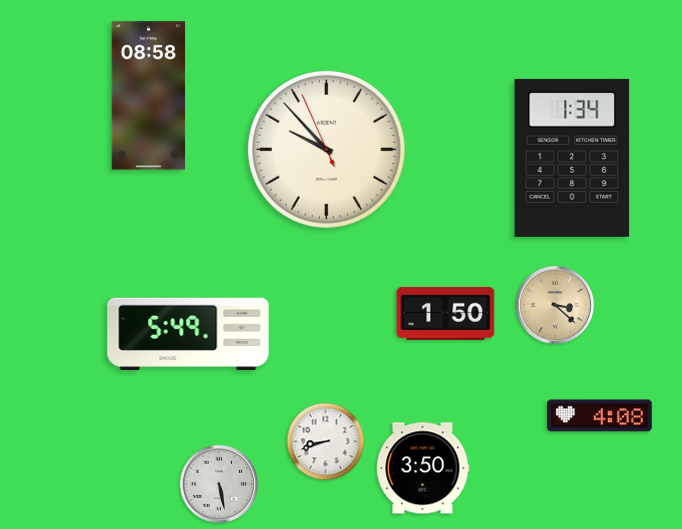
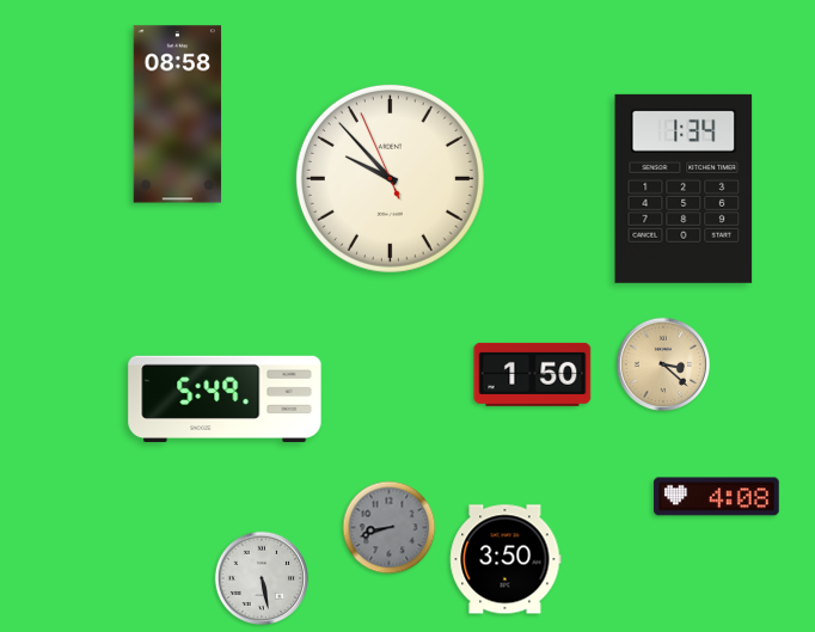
clock at (326, 442) dial: white -> grey
